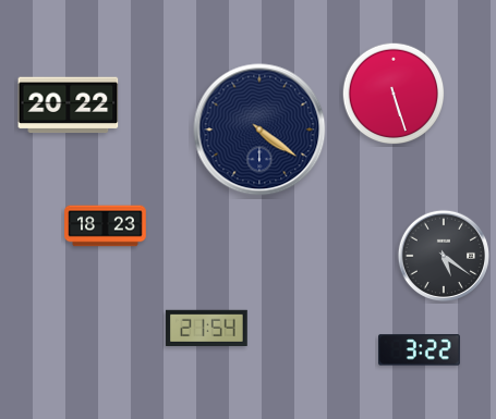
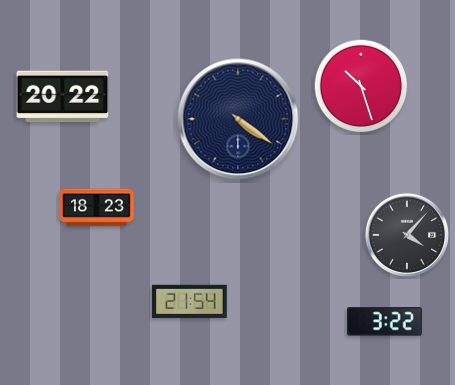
clock at (394, 94): 5:27 -> 10:27
clock at (443, 255): 5:21 -> 4:07
